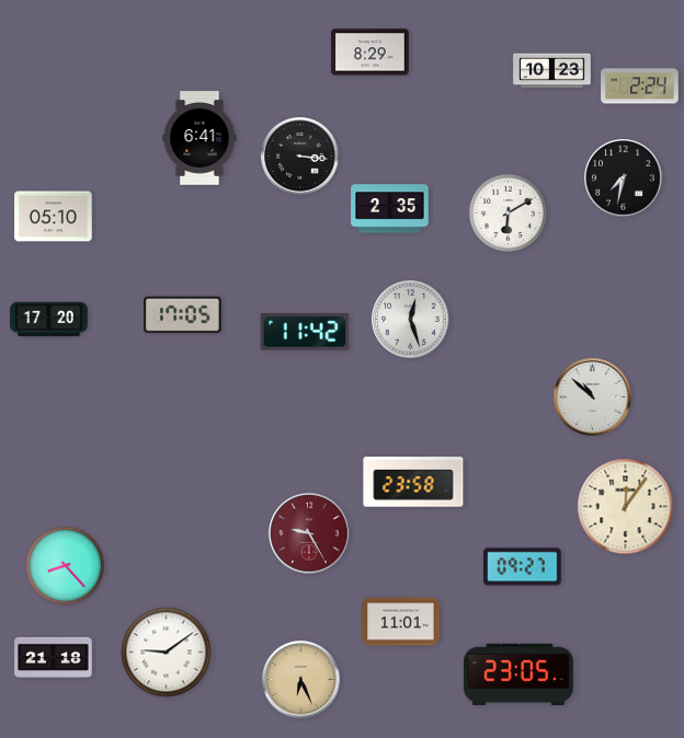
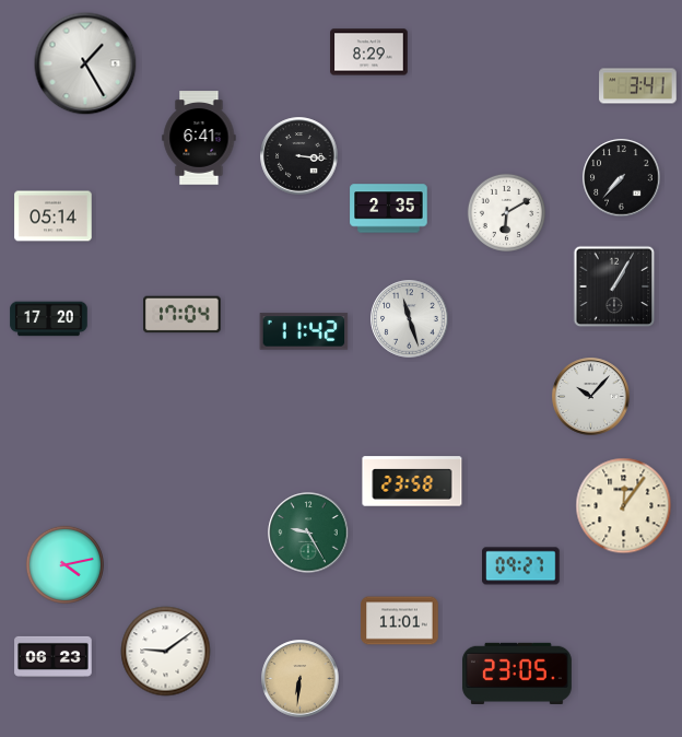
clock at (85, 63): none -> 1:25
clock at (552, 71): 10:23 -> none
clock at (640, 87): 2:24 -> 3:41
clock at (624, 178): 7:32 -> 7:37
clock at (54, 217): 05:10 -> 05:14
clock at (614, 286): none -> 1:05
clock at (183, 315): 17:05 -> 17:04
clock at (411, 320): 12:27 -> 11:27
clock at (593, 397): 10:52 -> 10:07
clock at (309, 533) dial: burgundy -> green
clock at (65, 565): 8:23 -> 4:13
clock at (54, 657): 21:18 -> 06:23
clock at (301, 680): 6:26 -> 6:31
